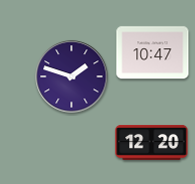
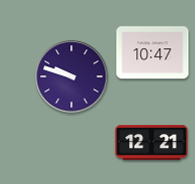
clock at (72, 77): 1:48 -> 9:48
clock at (152, 142): 12:20 -> 12:21
